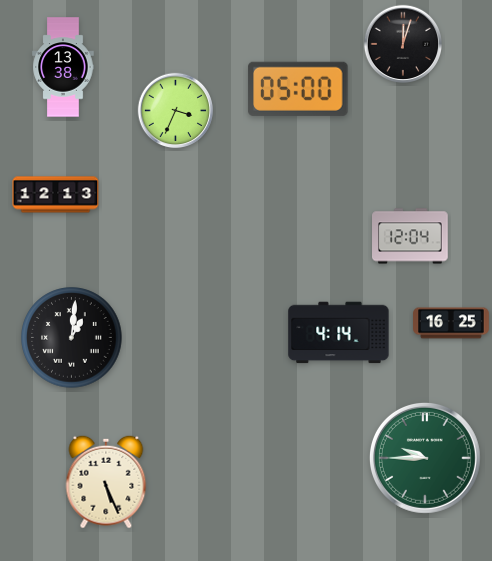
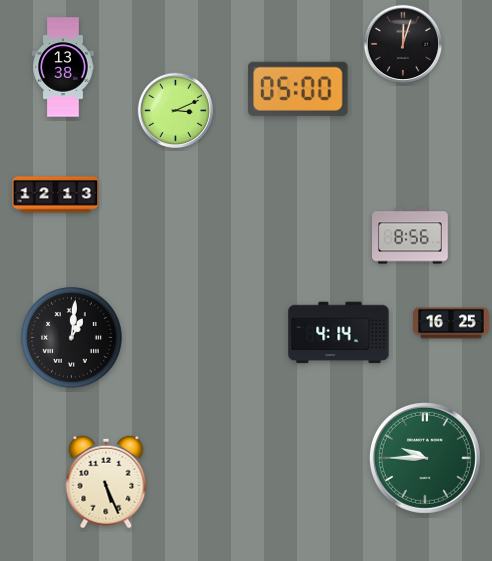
clock at (176, 111): 3:34 -> 3:11
clock at (410, 236): 12:04 -> 8:56
